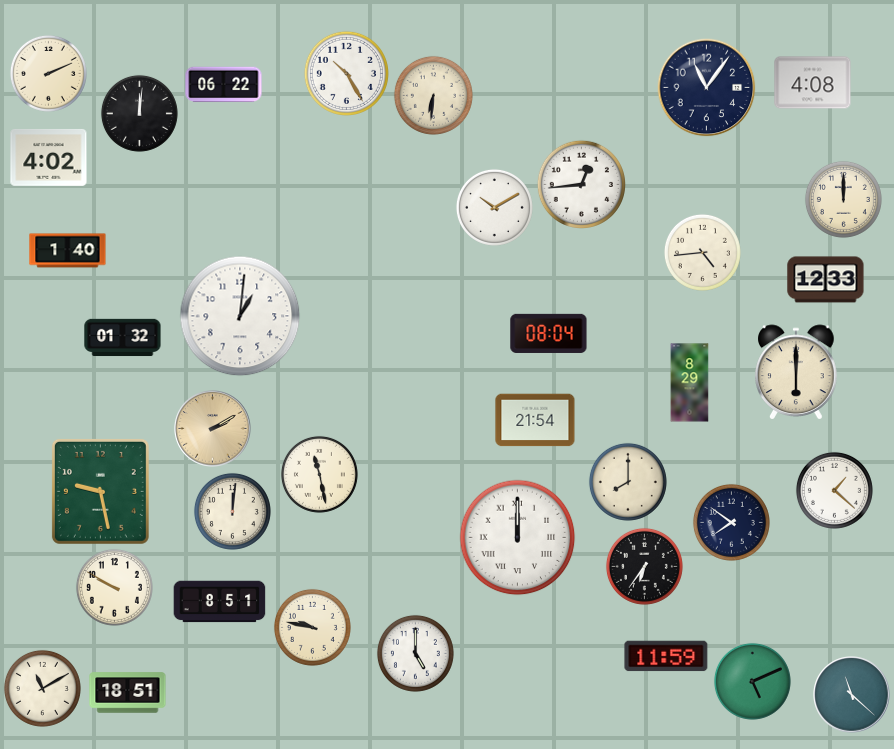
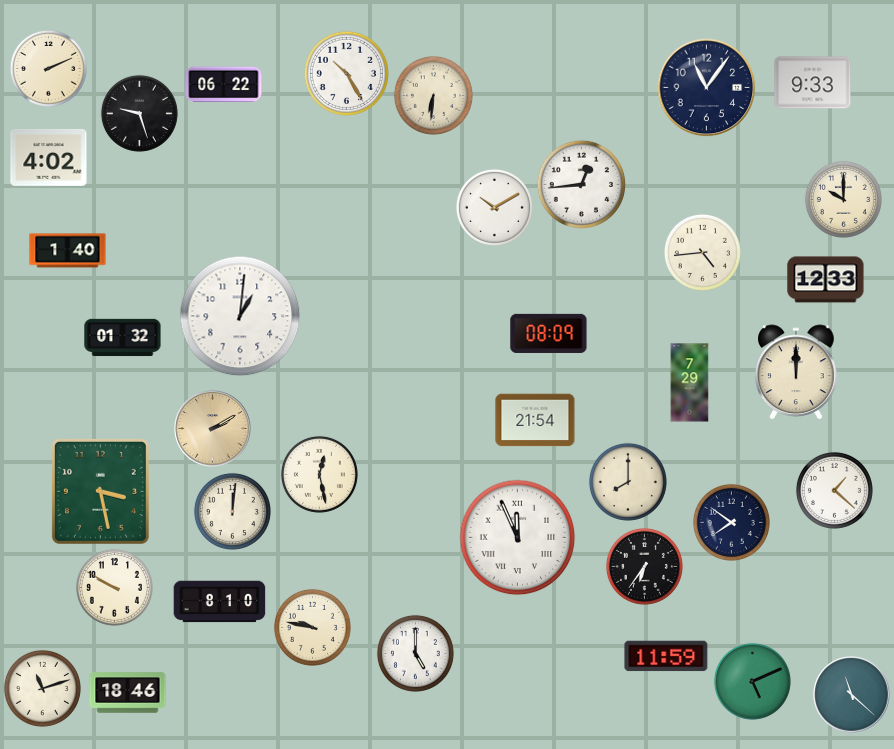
clock at (48, 73) position: (48, 73) -> (48, 68)
clock at (813, 83): 4:08 -> 9:33
clock at (139, 113): 12:01 -> 9:27
clock at (843, 199): 12:00 -> 10:00
clock at (549, 333): 08:04 -> 08:09
clock at (796, 372): 6:00 -> 12:00
clock at (690, 383): 8:29 -> 7:29
clock at (319, 474): 11:28 -> 12:28
clock at (100, 491): 9:28 -> 3:28
clock at (518, 538): 12:00 -> 11:56
clock at (220, 602): 8:51 -> 8:10
clock at (42, 688): 11:10 -> 11:12
clock at (128, 693): 18:51 -> 18:46
